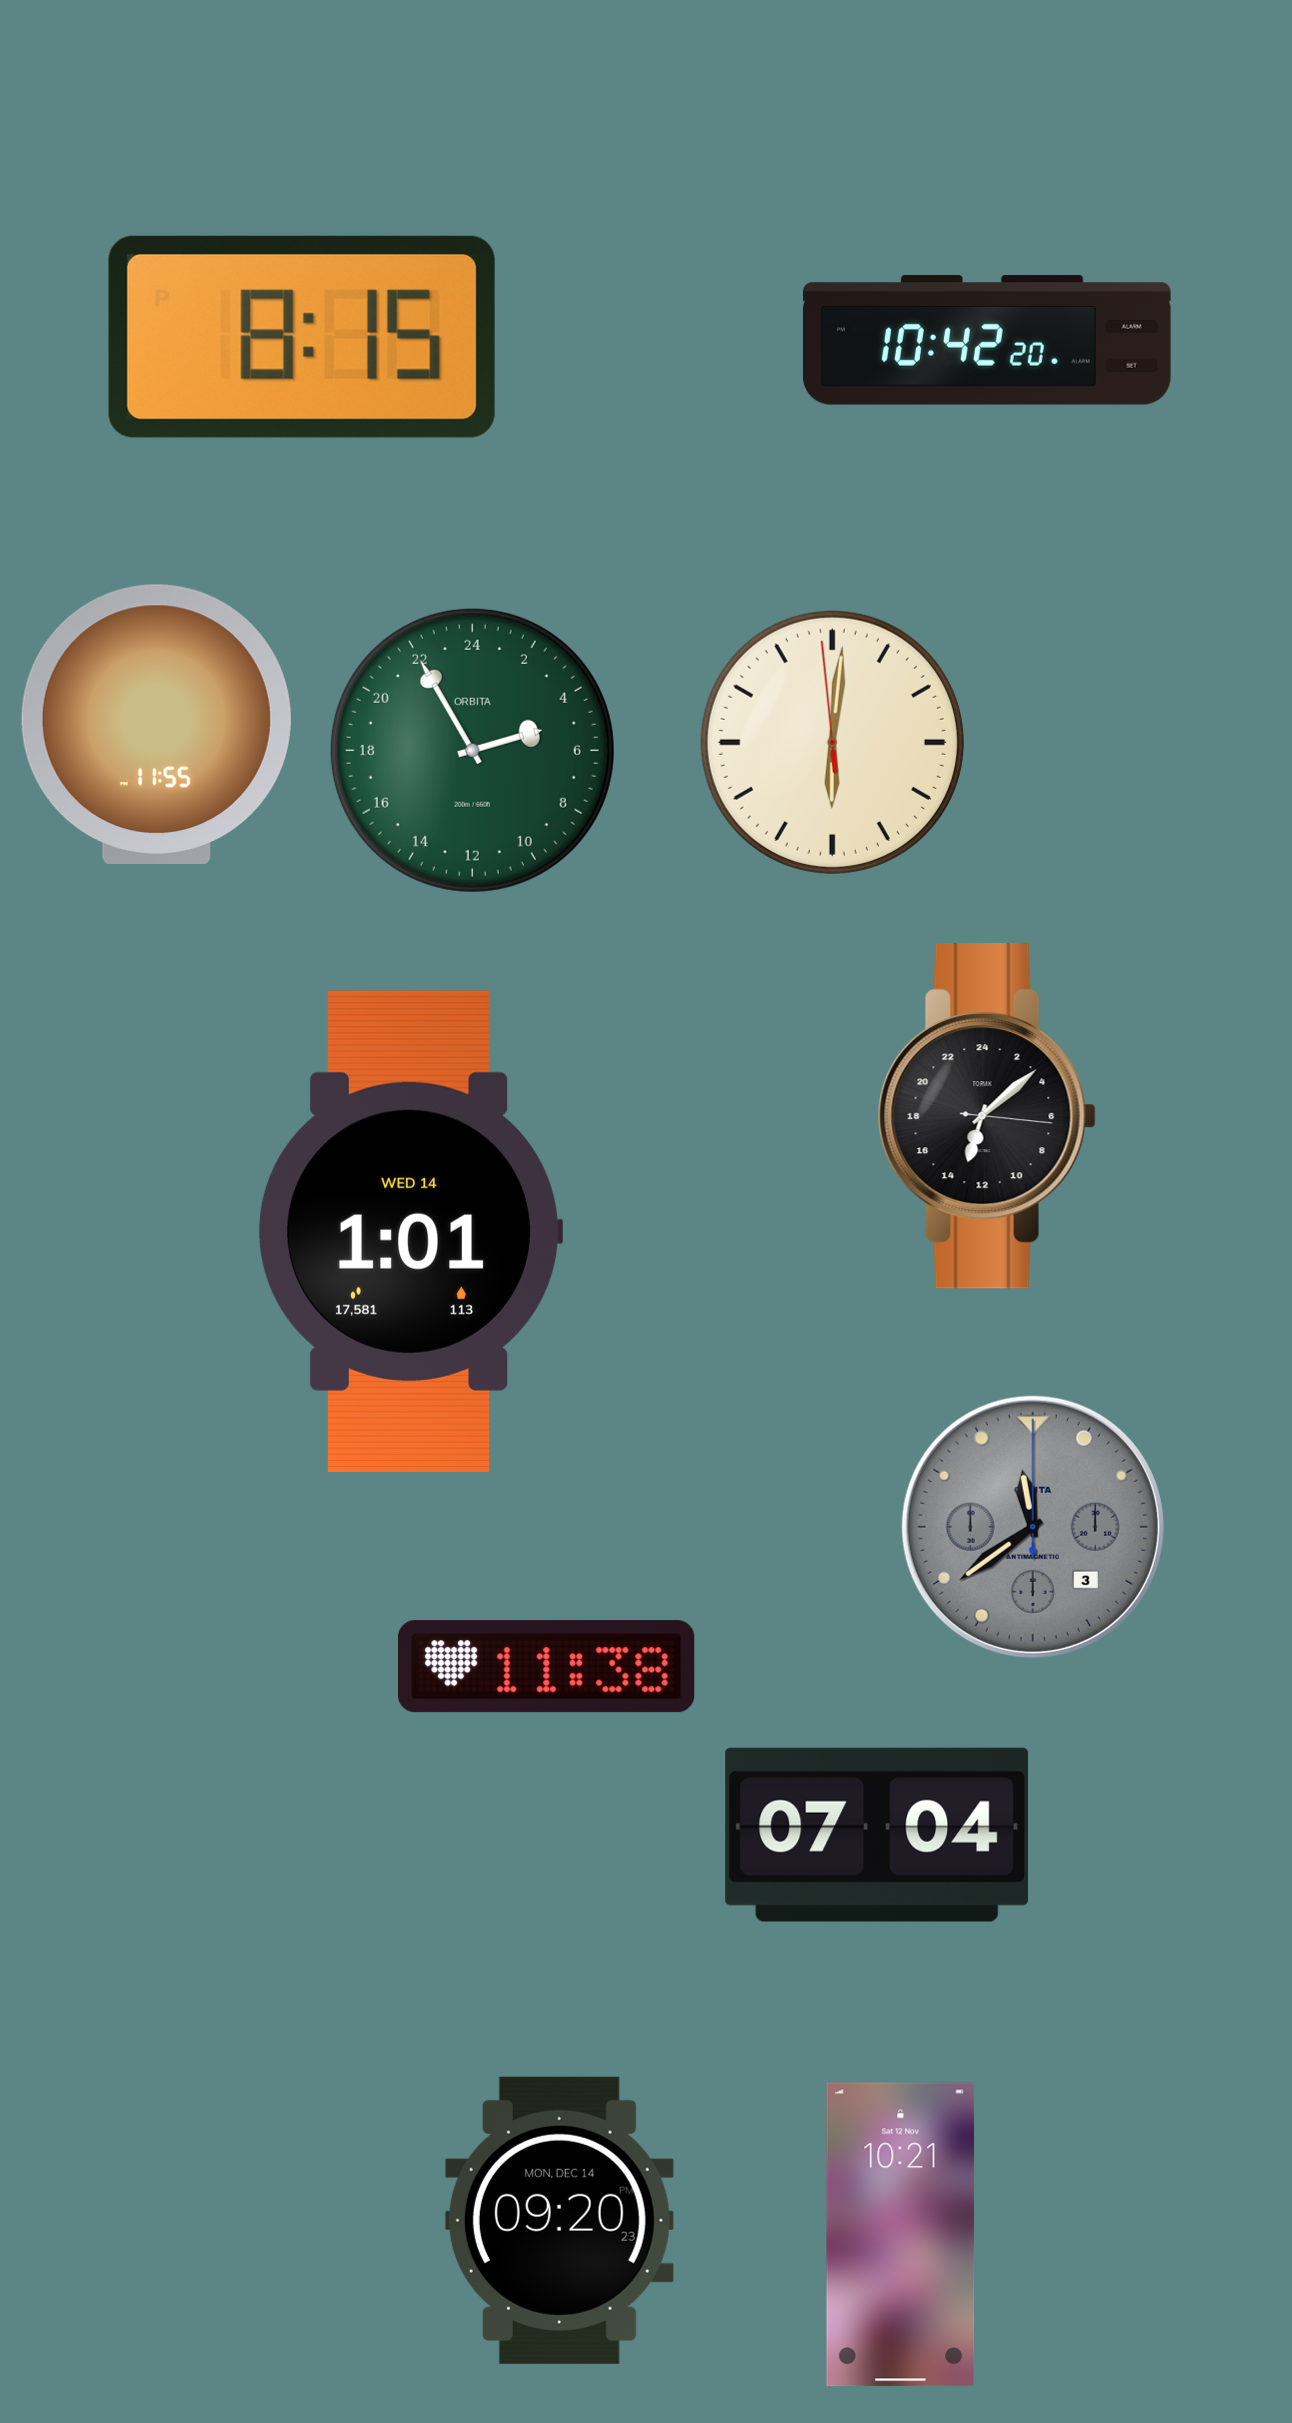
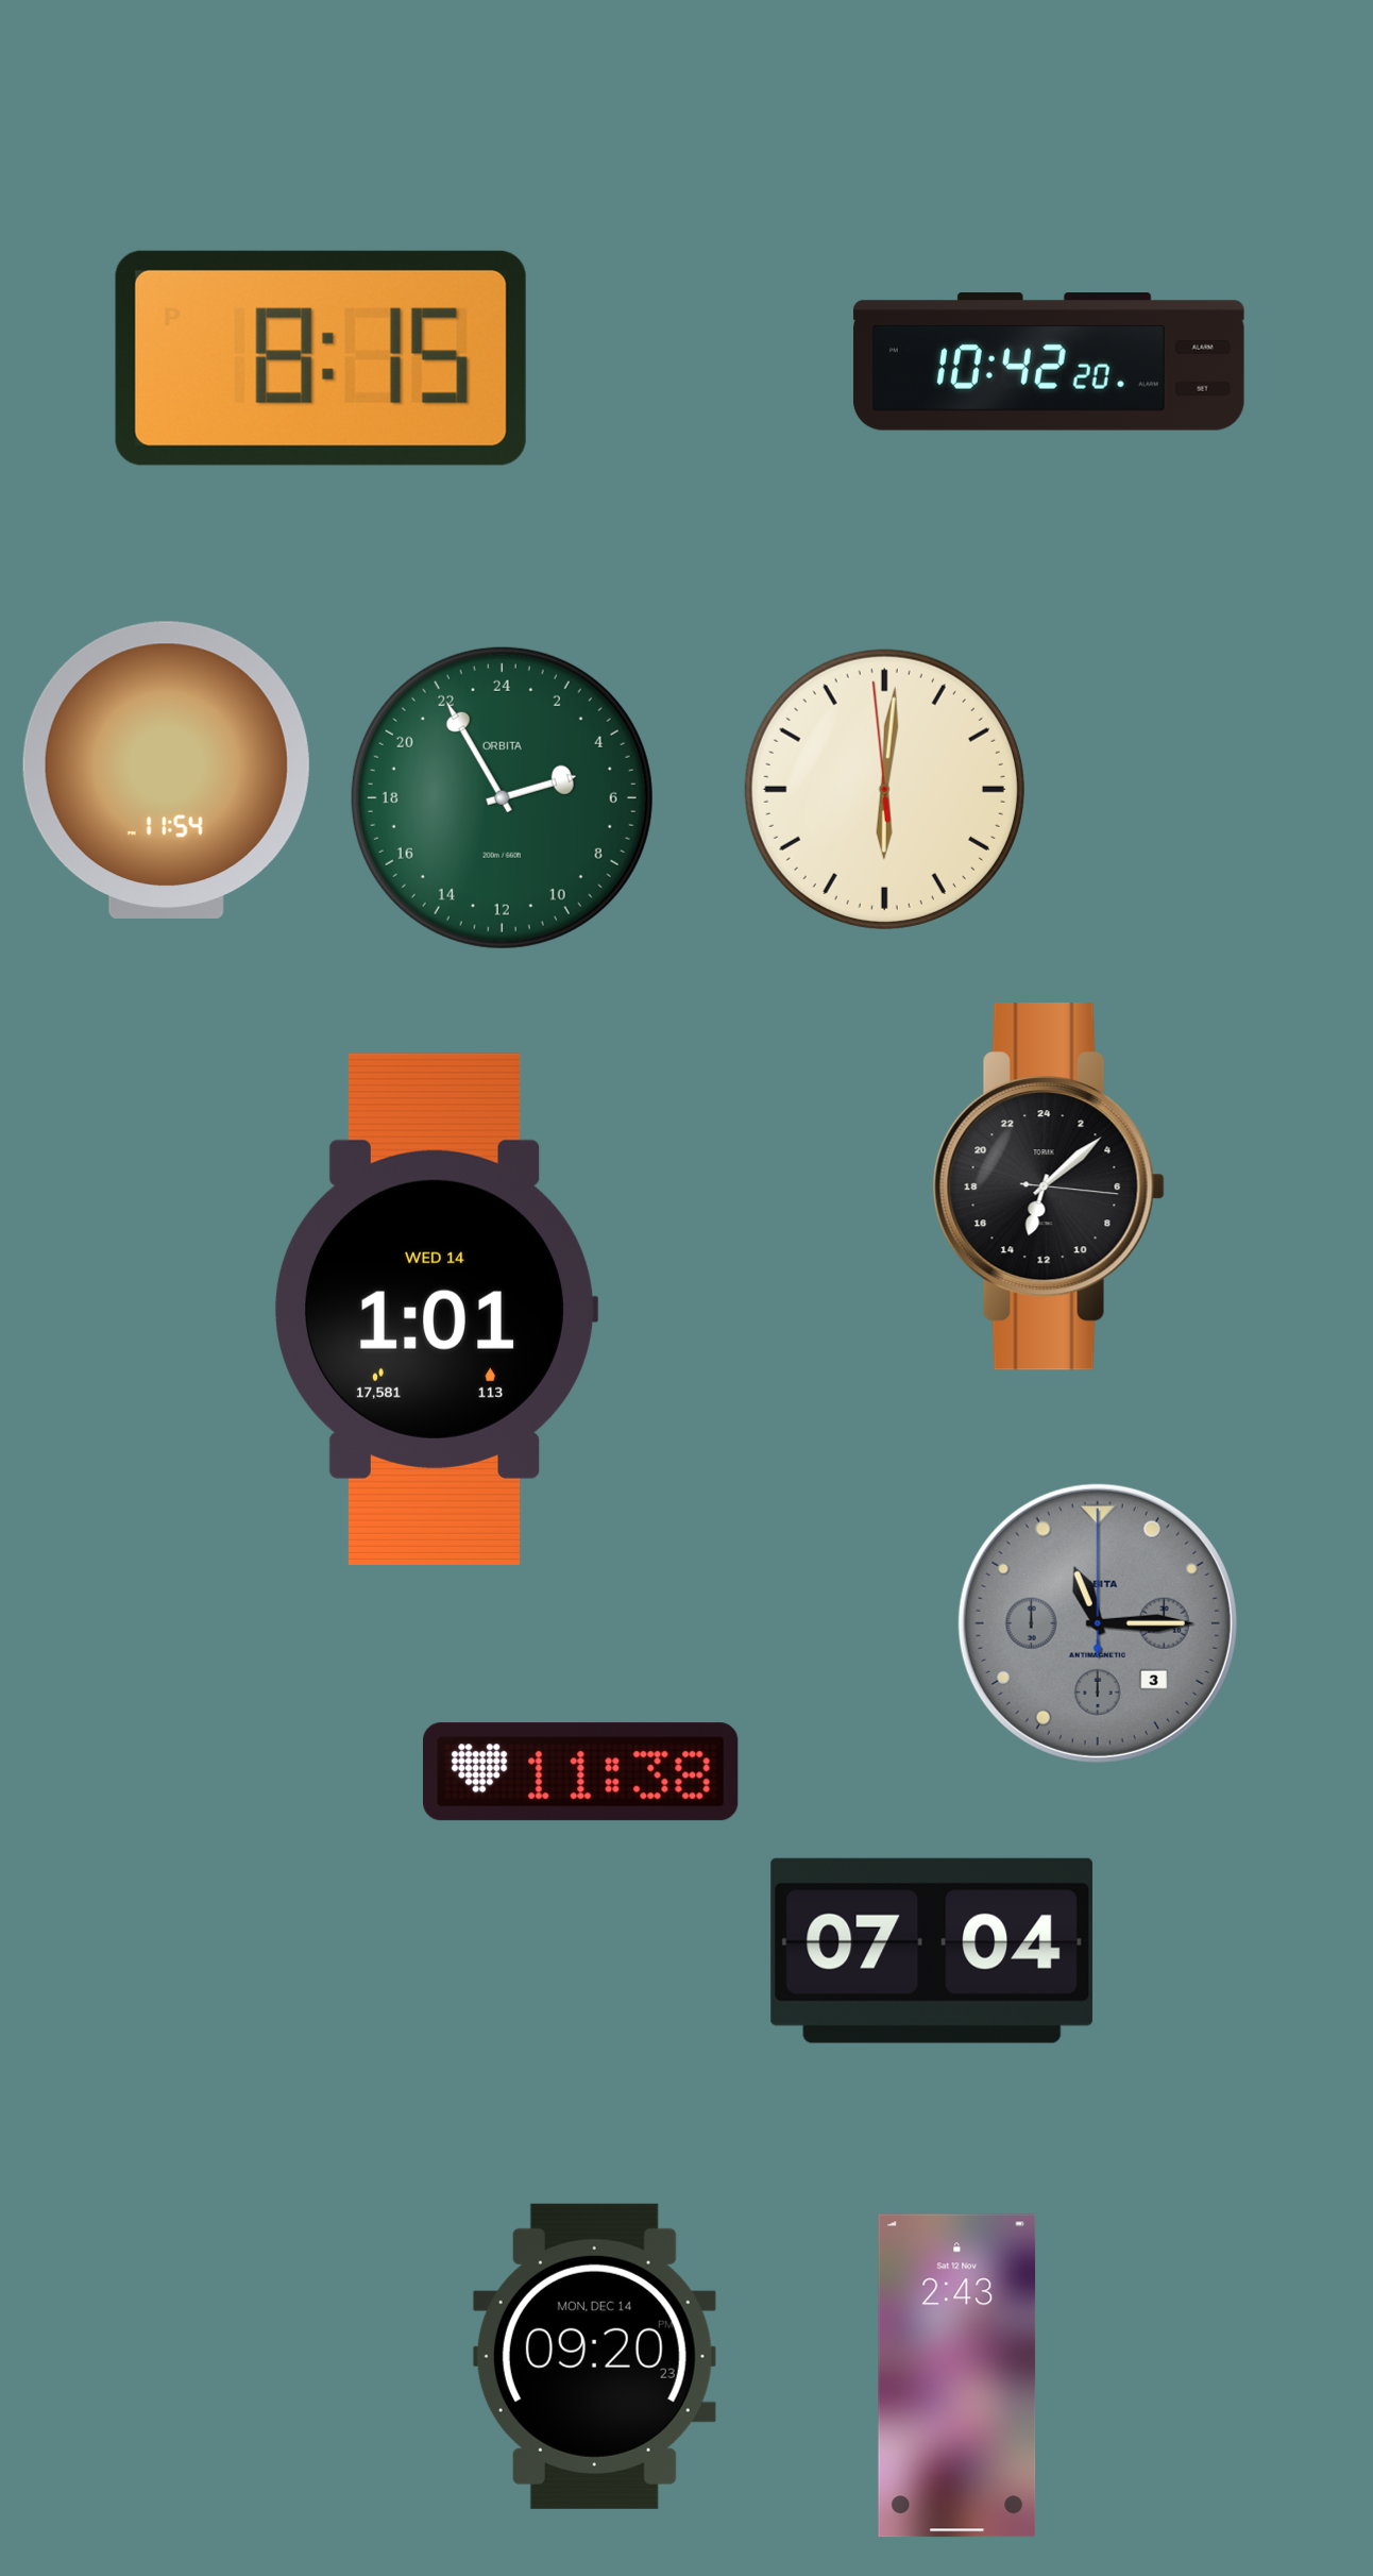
clock at (156, 724): 11:55 -> 11:54
clock at (1033, 1527): 11:39 -> 11:15
clock at (559, 2220) position: (559, 2220) -> (594, 2356)
clock at (901, 2235): 10:21 -> 2:43
